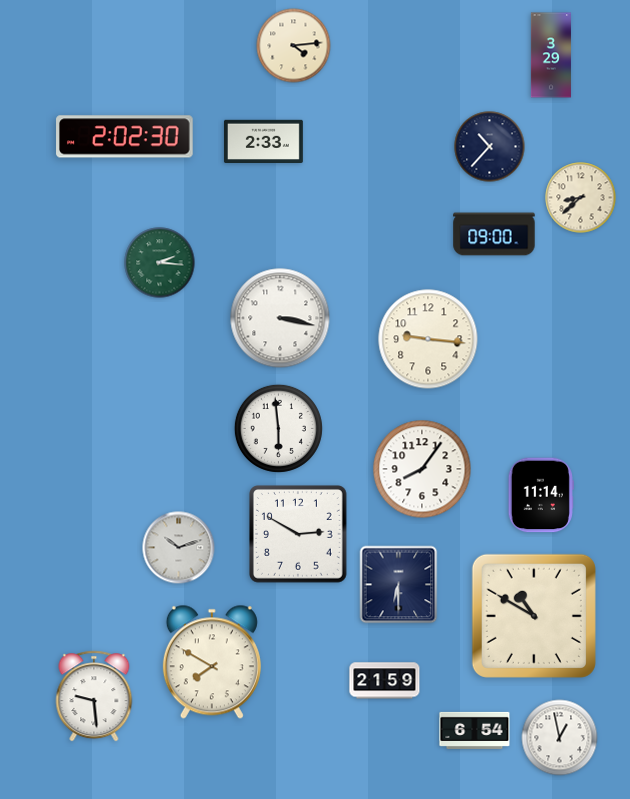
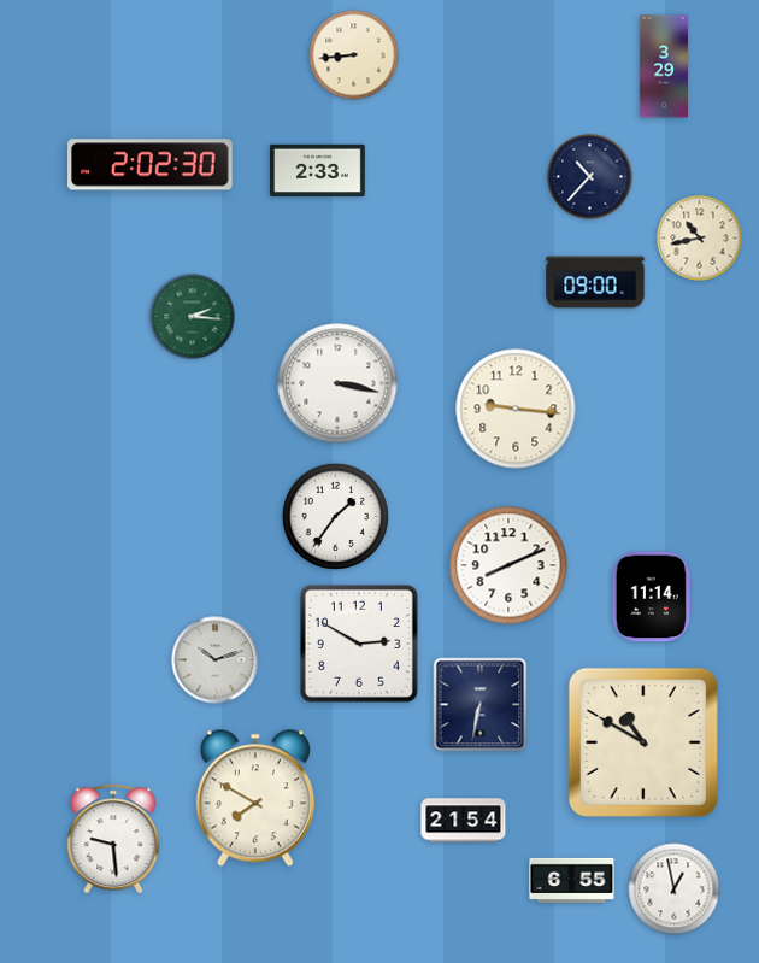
clock at (294, 46): 4:14 -> 8:44
clock at (581, 198): 8:38 -> 10:43
clock at (278, 428): 5:59 -> 1:36
clock at (422, 469): 8:06 -> 8:11
clock at (399, 585): 6:30 -> 6:32
clock at (385, 681): 21:59 -> 21:54
clock at (475, 730): 6:54 -> 6:55
